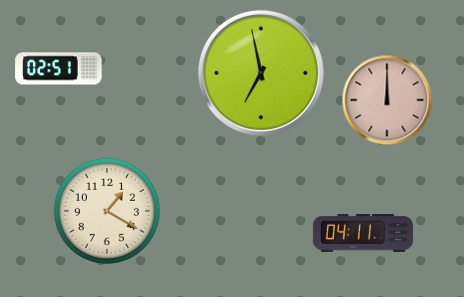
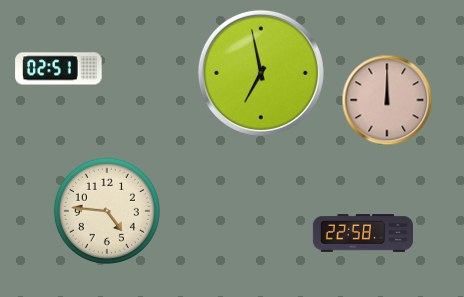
clock at (107, 211): 1:20 -> 4:46
clock at (363, 233): 04:11 -> 22:58
